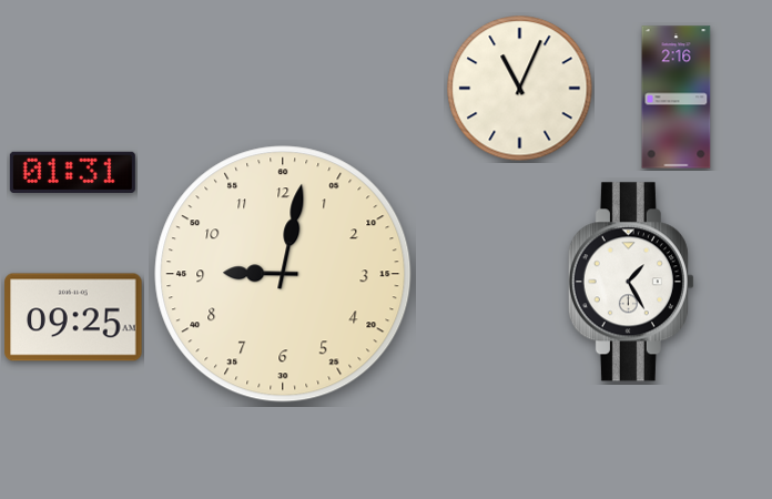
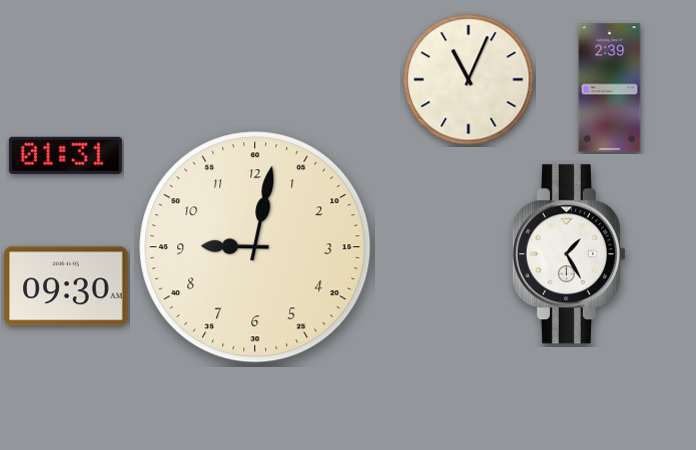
clock at (677, 98): 2:16 -> 2:39
clock at (73, 317): 09:25 -> 09:30
